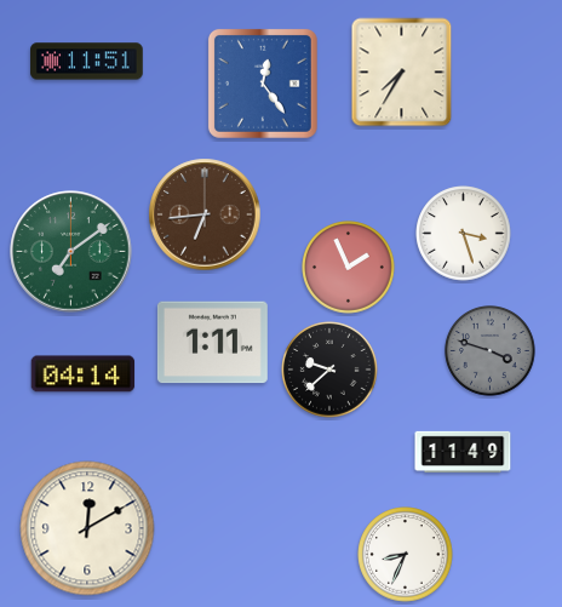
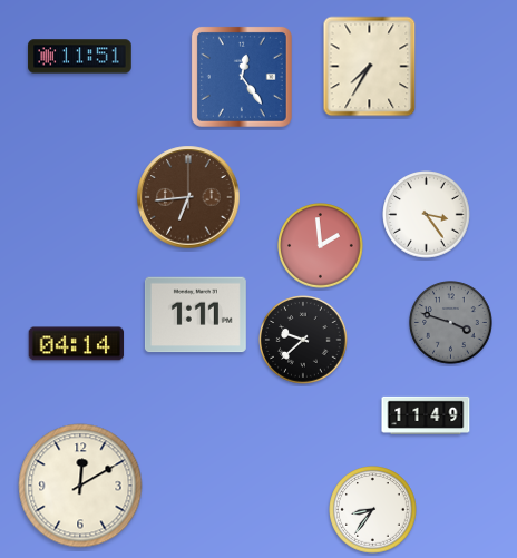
clock at (464, 234): 3:27 -> 3:24
clock at (71, 252): 7:09 -> none
clock at (349, 268): 1:56 -> 1:59
clock at (406, 555): 8:34 -> 8:36
